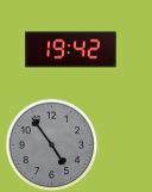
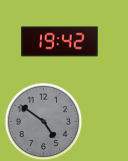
clock at (51, 144): 4:54 -> 4:51
